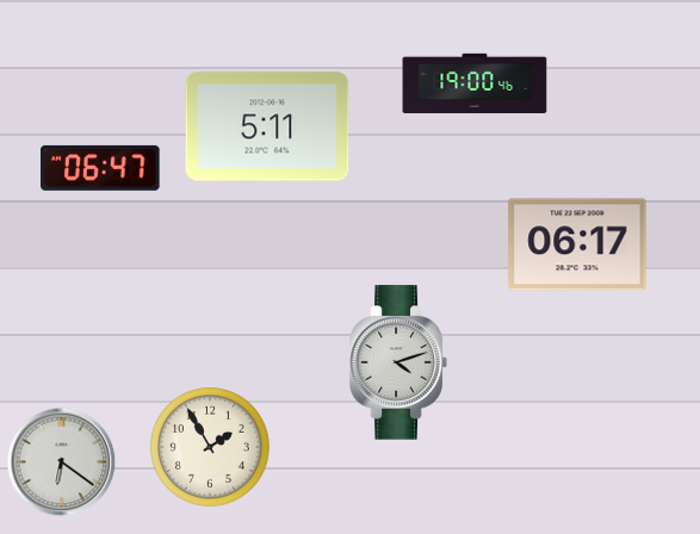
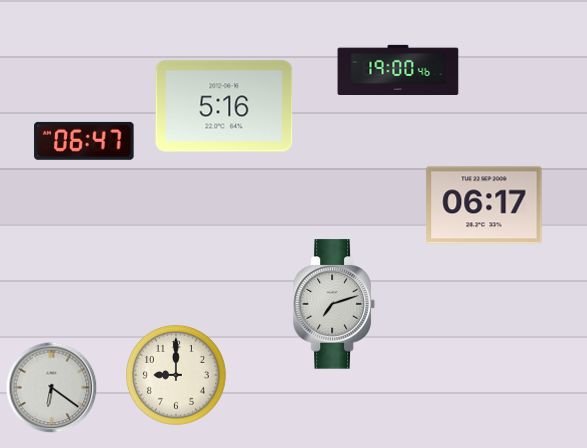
clock at (267, 126): 5:11 -> 5:16
clock at (398, 362): 4:12 -> 7:12
clock at (211, 448): 1:55 -> 9:00
